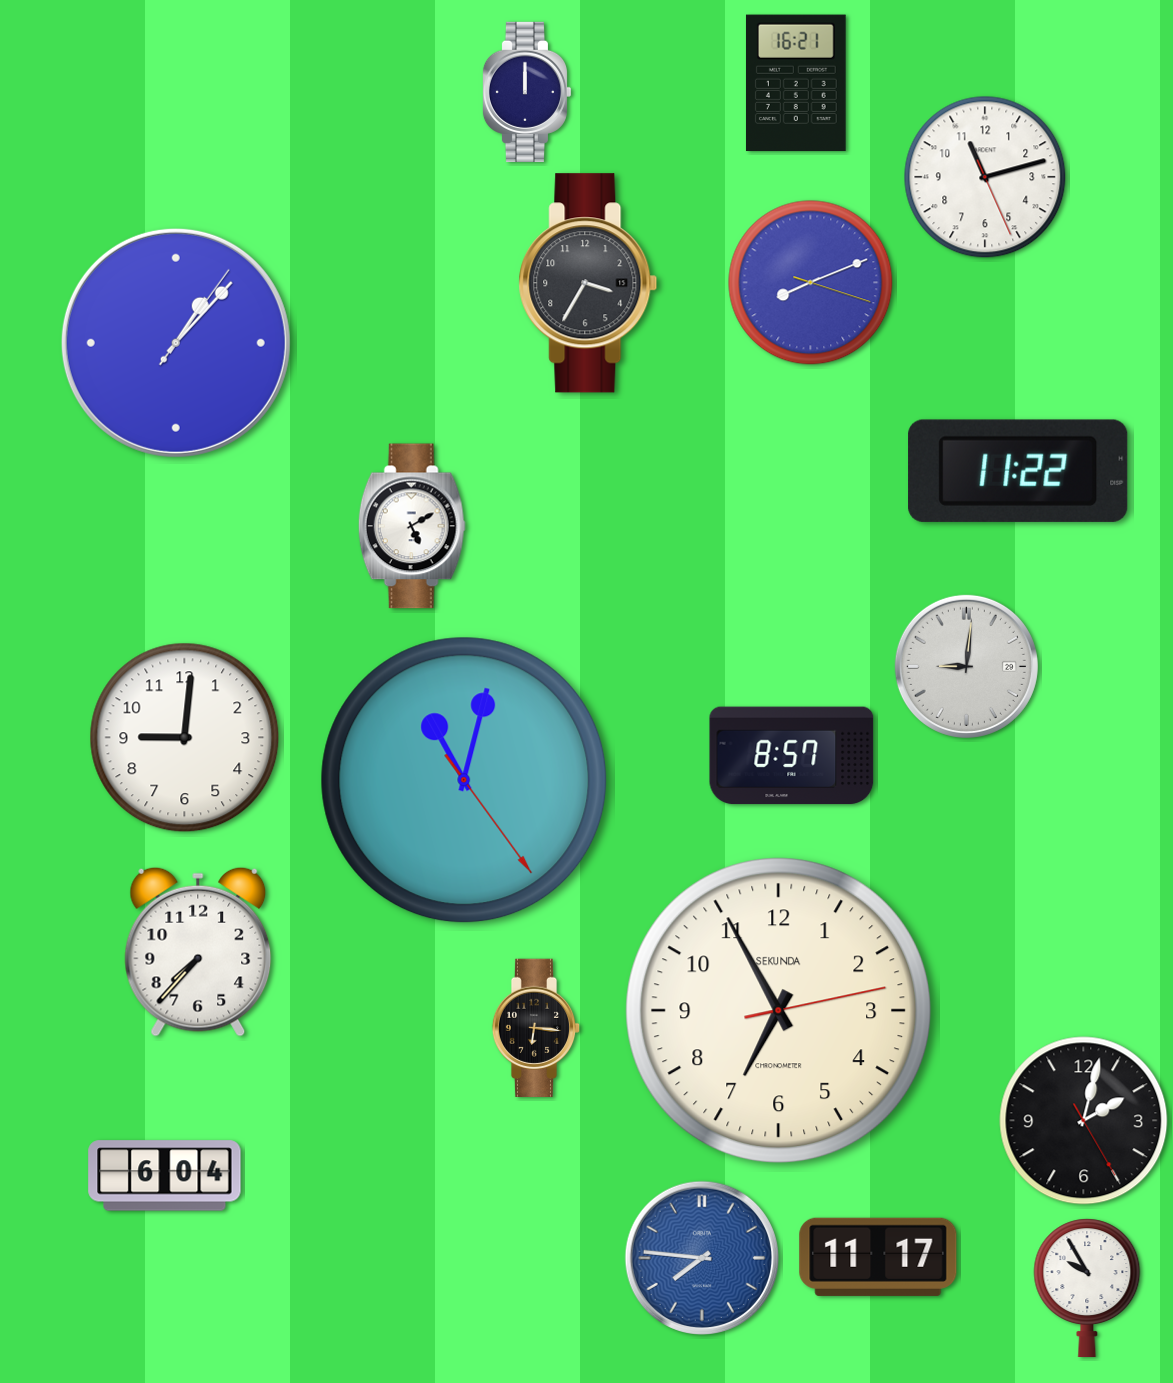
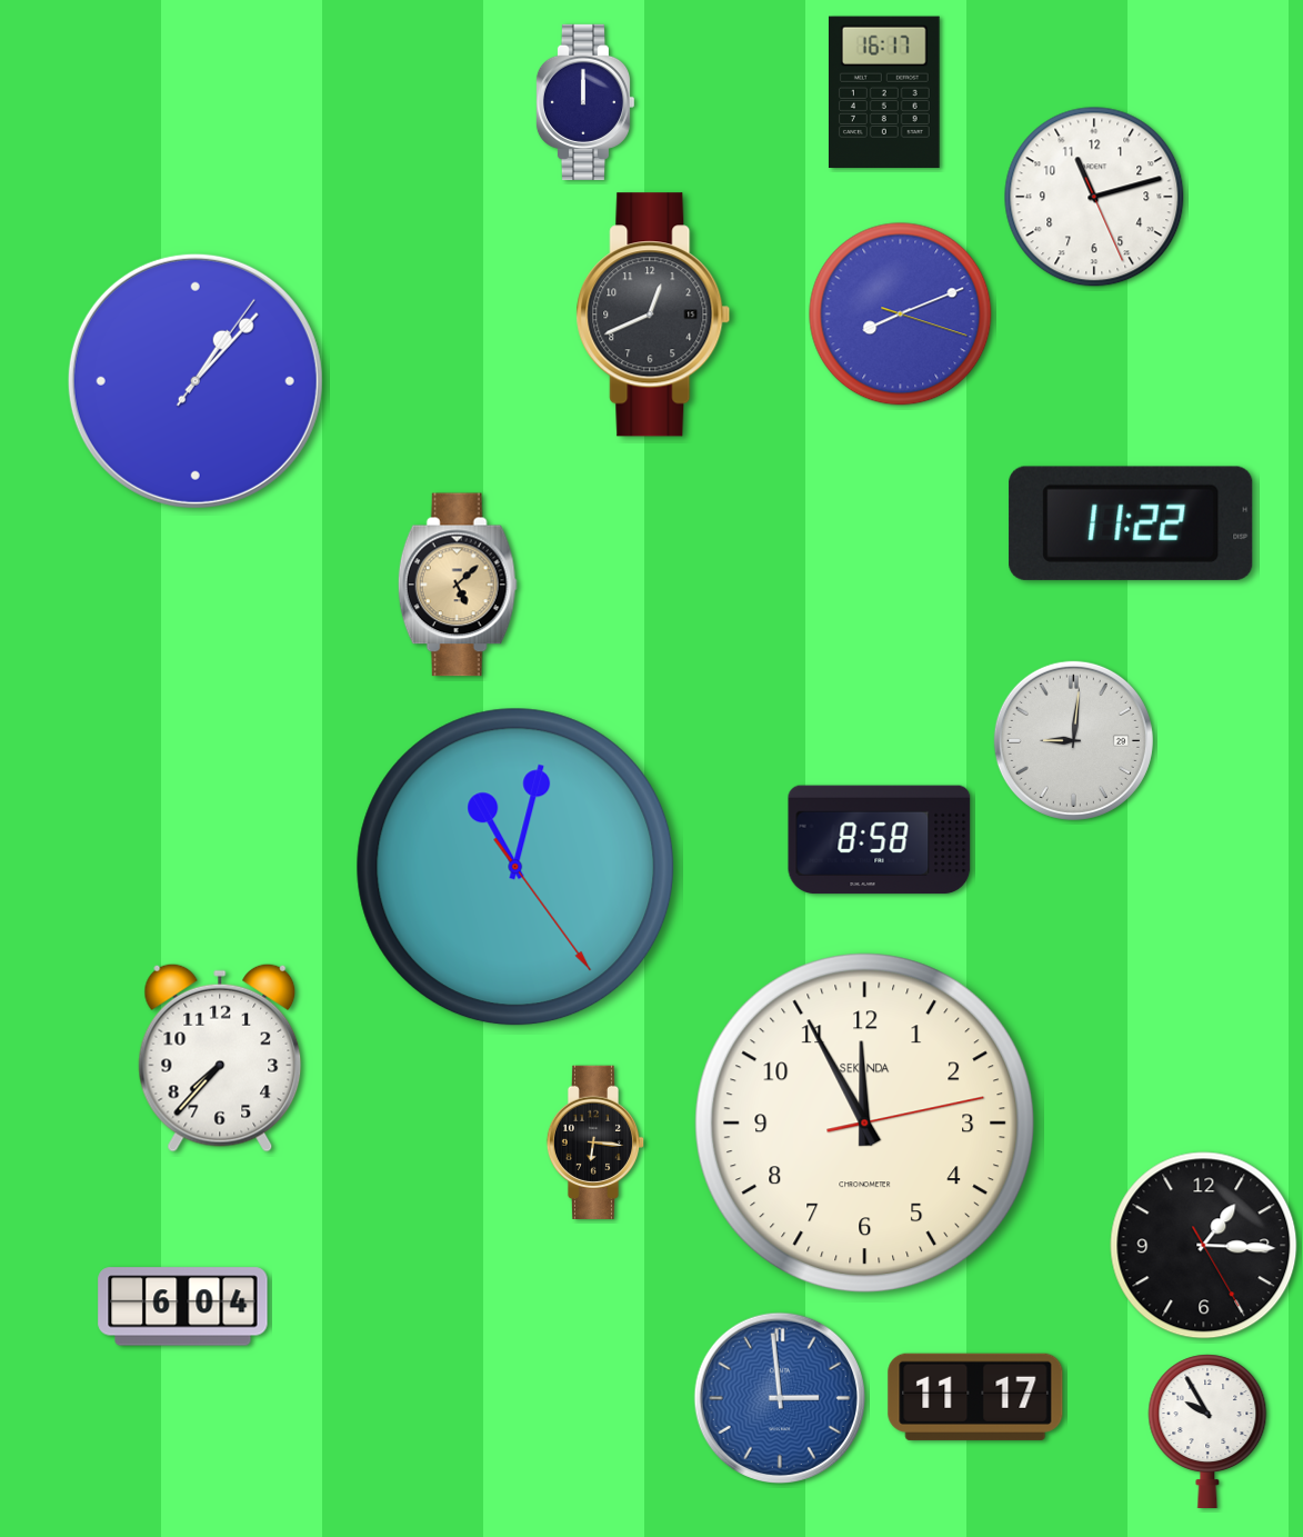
clock at (796, 83): 16:21 -> 16:17
clock at (588, 283): 3:35 -> 12:41
clock at (412, 526): 5:10 -> 5:08
clock at (412, 526) dial: white -> champagne
clock at (185, 738): 9:01 -> none
clock at (792, 756): 8:57 -> 8:58
clock at (779, 1011): 6:55 -> 11:55
clock at (1084, 1121): 2:02 -> 1:15
clock at (701, 1257): 7:46 -> 2:59
